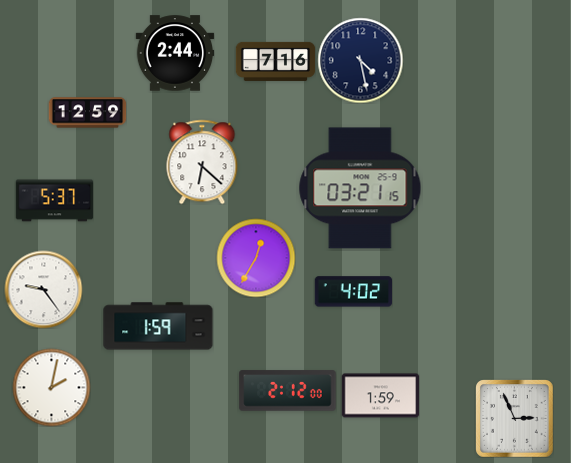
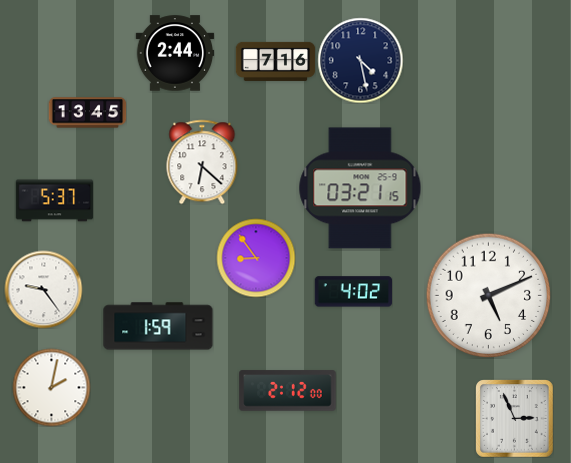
clock at (87, 113): 12:59 -> 13:45
clock at (256, 258): 12:35 -> 8:54
clock at (488, 295): none -> 5:11
clock at (380, 396): 1:59 -> none
